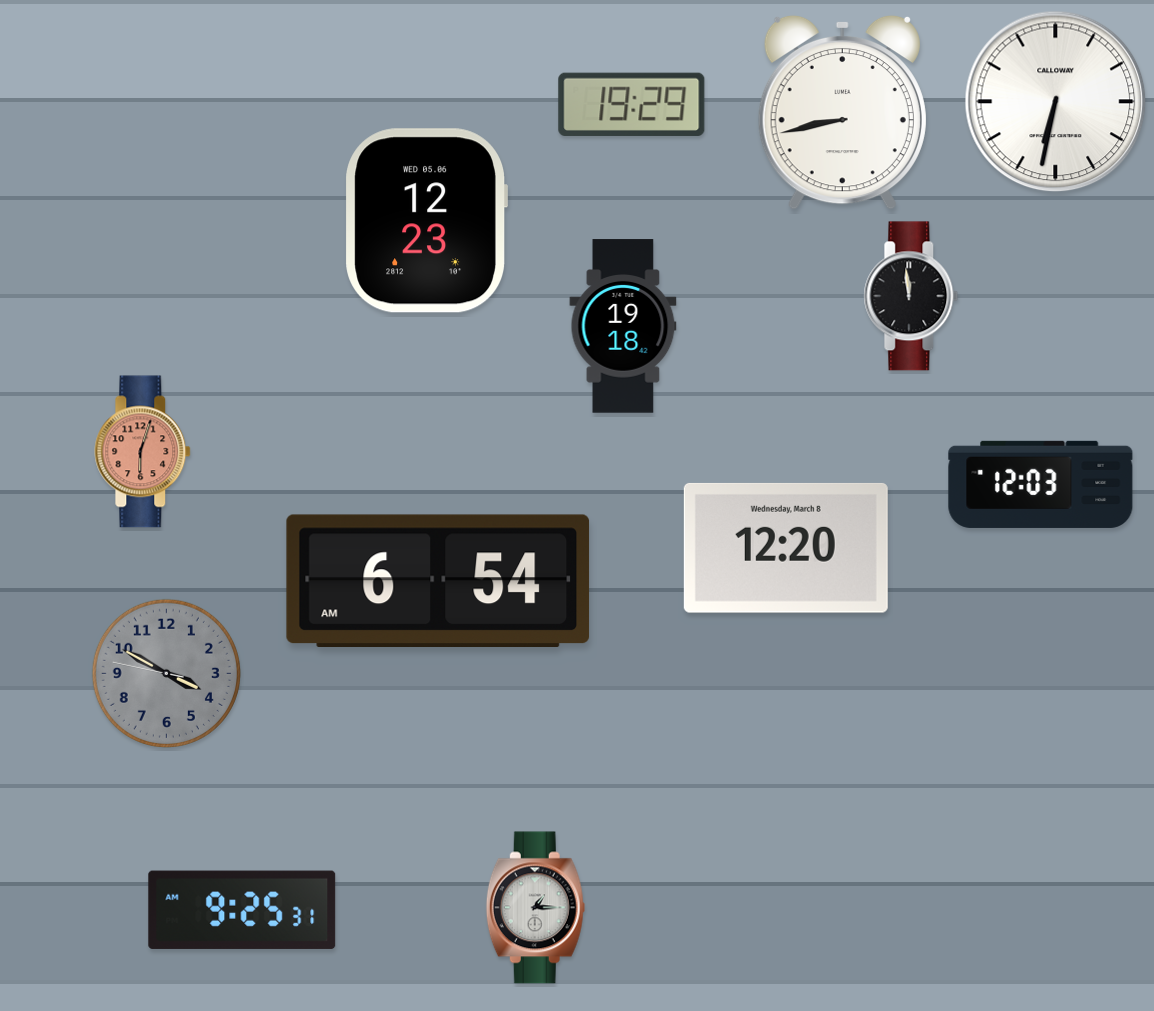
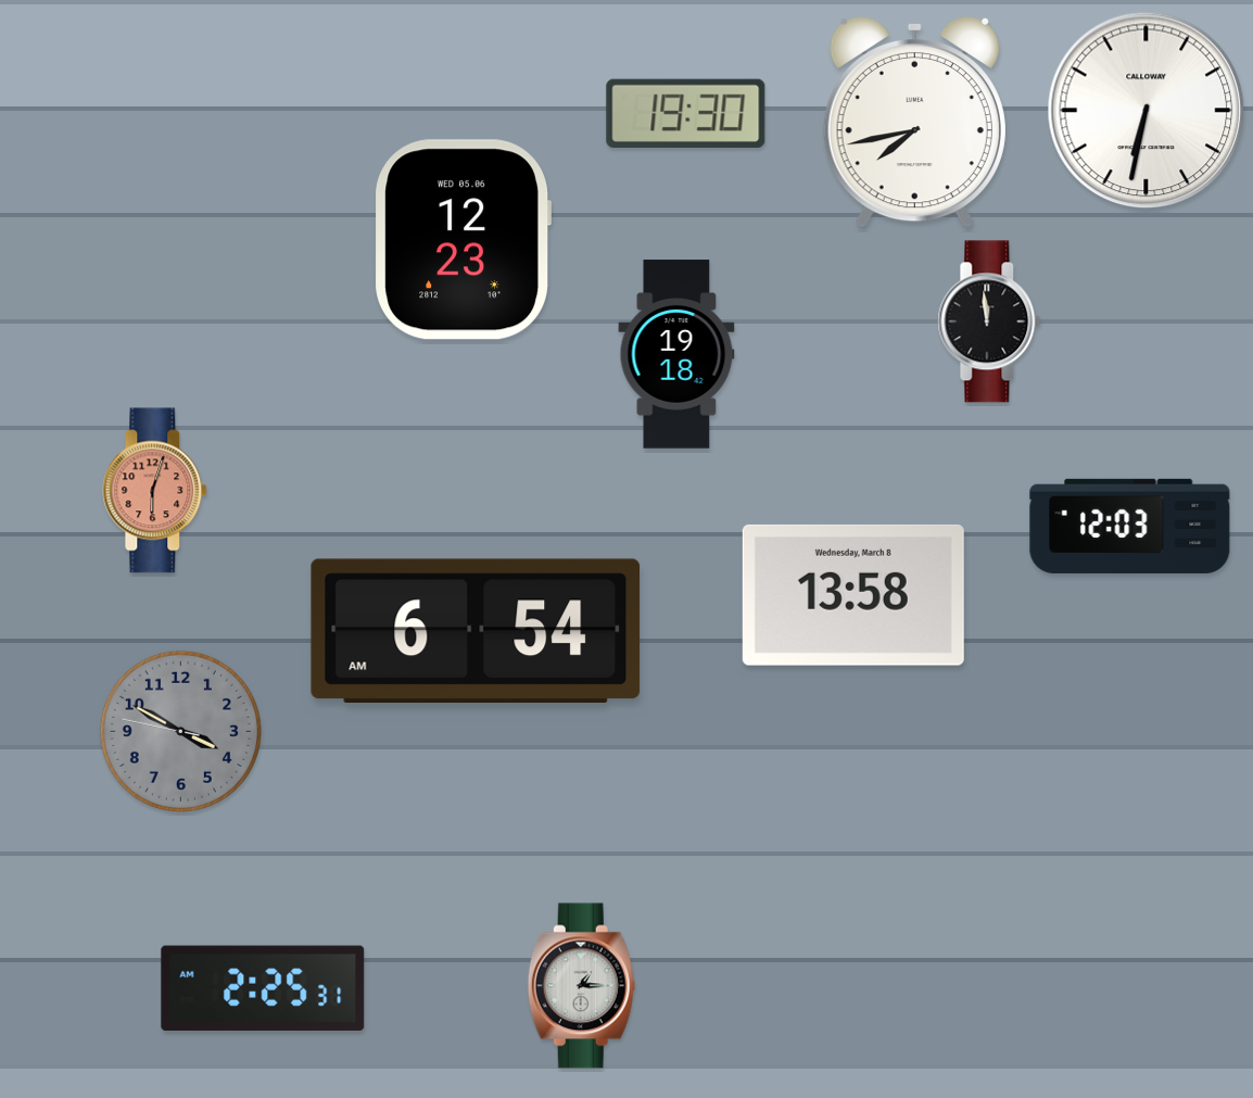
clock at (632, 104): 19:29 -> 19:30
clock at (842, 112): 8:43 -> 7:43
clock at (786, 548): 12:20 -> 13:58
clock at (242, 910): 9:25 -> 2:25
